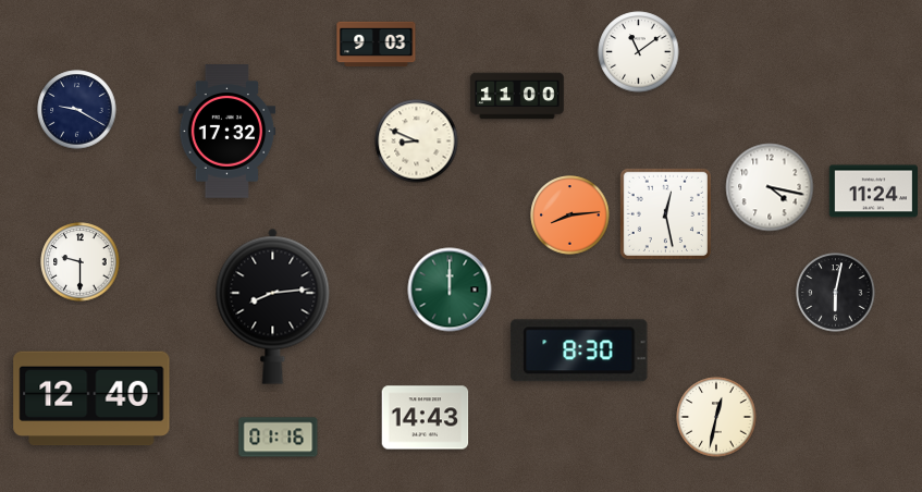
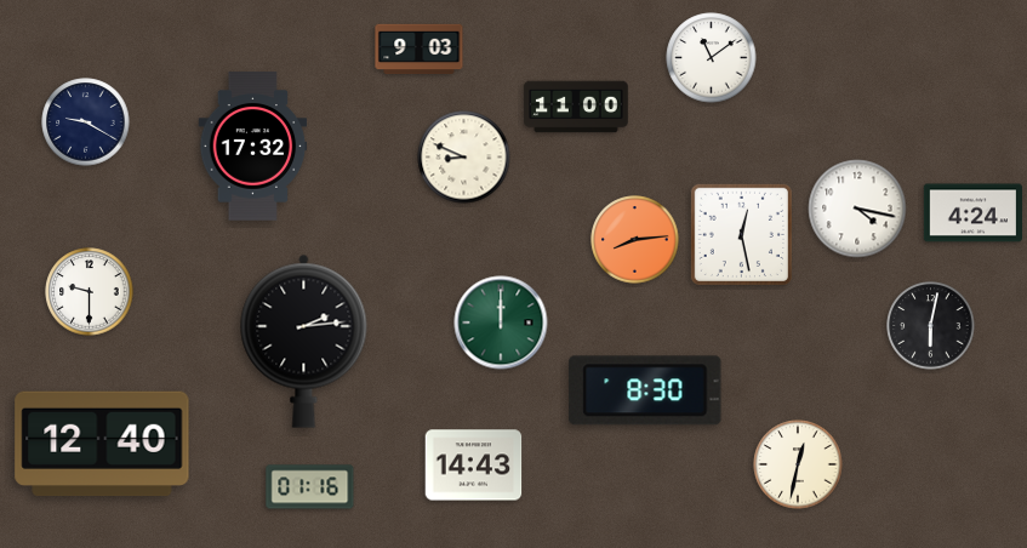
clock at (873, 192): 11:24 -> 4:24
clock at (665, 213) position: (665, 213) -> (741, 234)
clock at (273, 306): 8:14 -> 2:14
